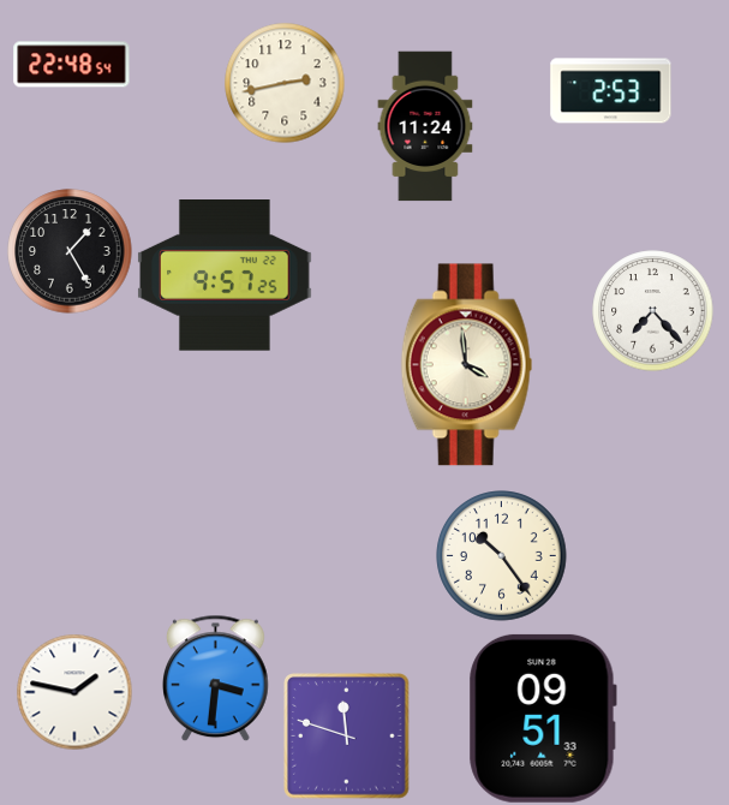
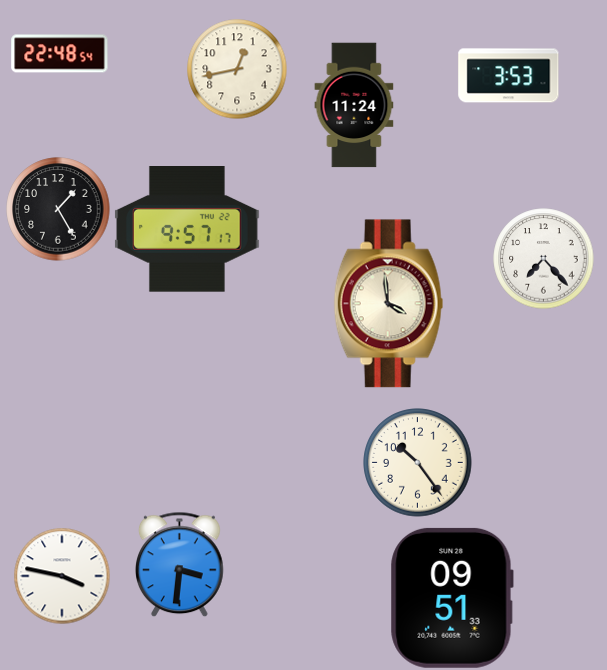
clock at (285, 83): 2:43 -> 12:43
clock at (611, 91): 2:53 -> 3:53
clock at (225, 276): 9:57:25 -> 9:57:17
clock at (74, 692): 1:47 -> 3:47
clock at (347, 737): 11:48 -> none
